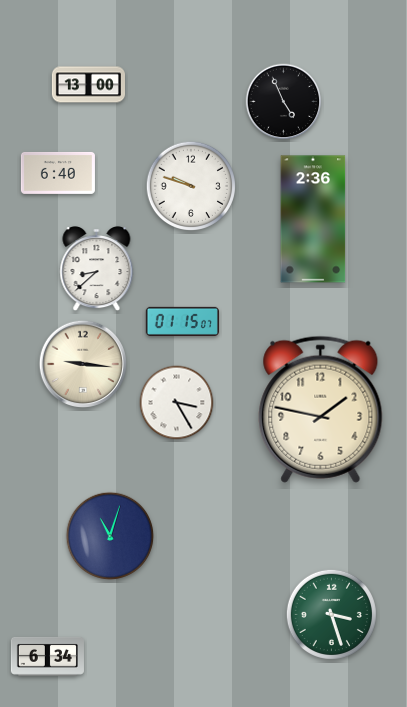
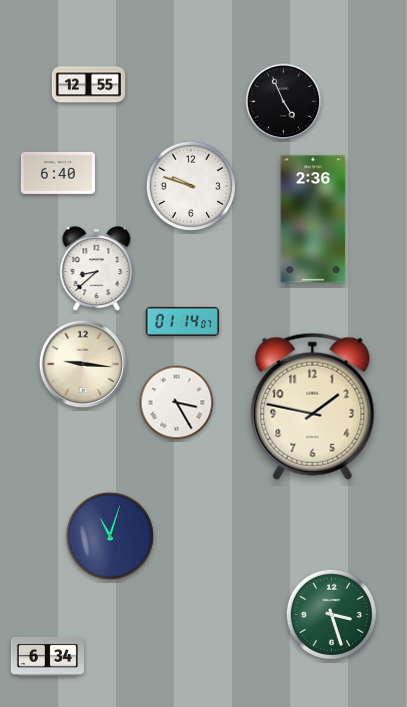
clock at (88, 85): 13:00 -> 12:55
clock at (182, 321): 01:15 -> 01:14
clock at (321, 409) position: (321, 409) -> (313, 406)
